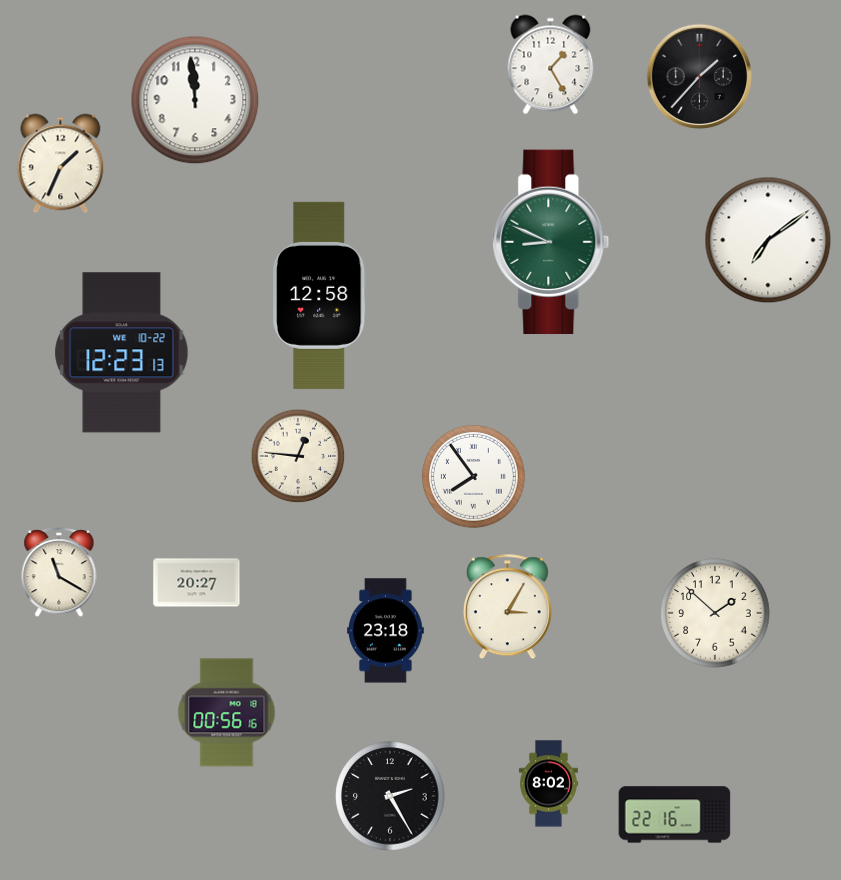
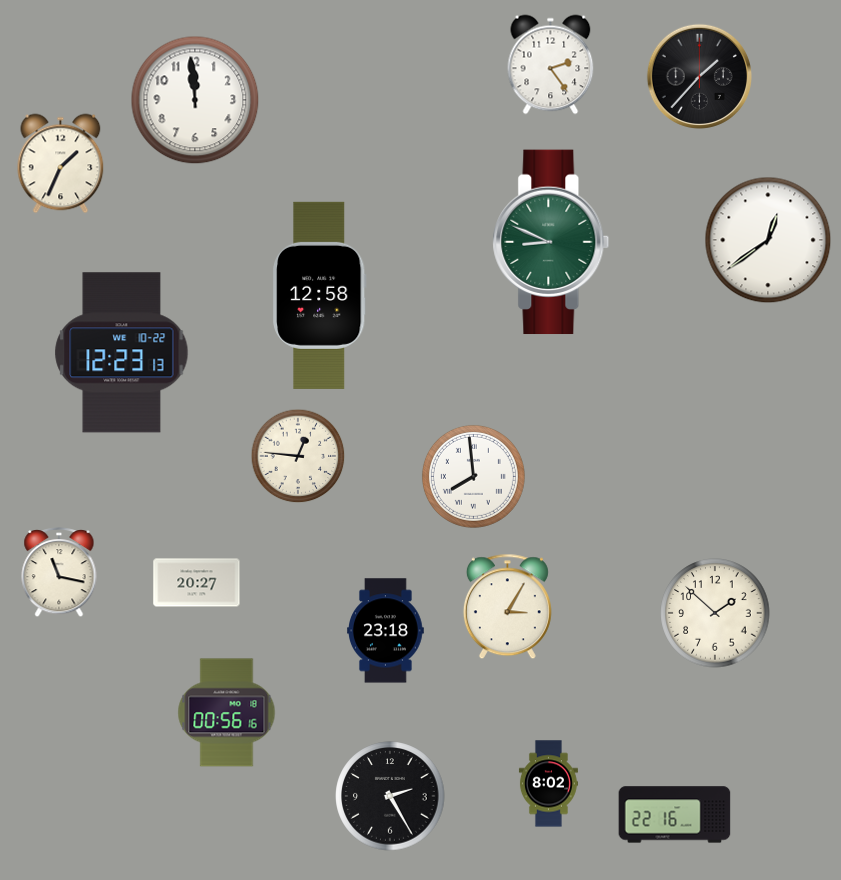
clock at (551, 65): 1:25 -> 2:24
clock at (768, 240): 7:09 -> 12:39
clock at (473, 476): 7:54 -> 7:59
clock at (59, 573): 11:20 -> 11:17
